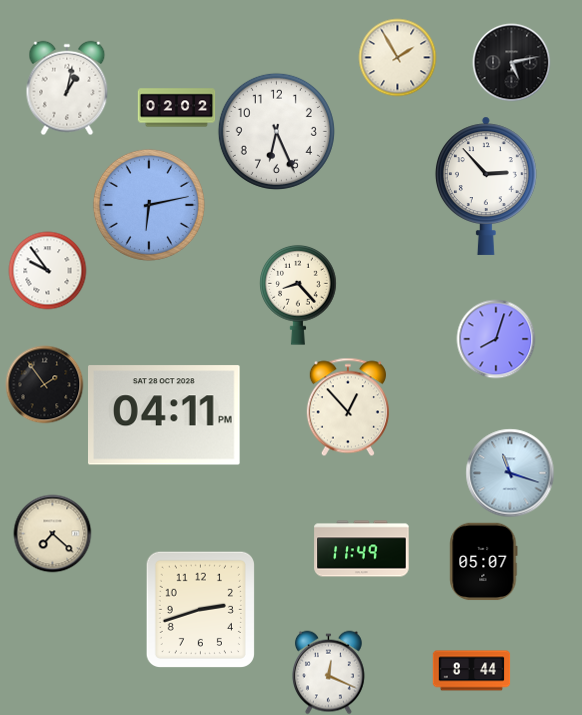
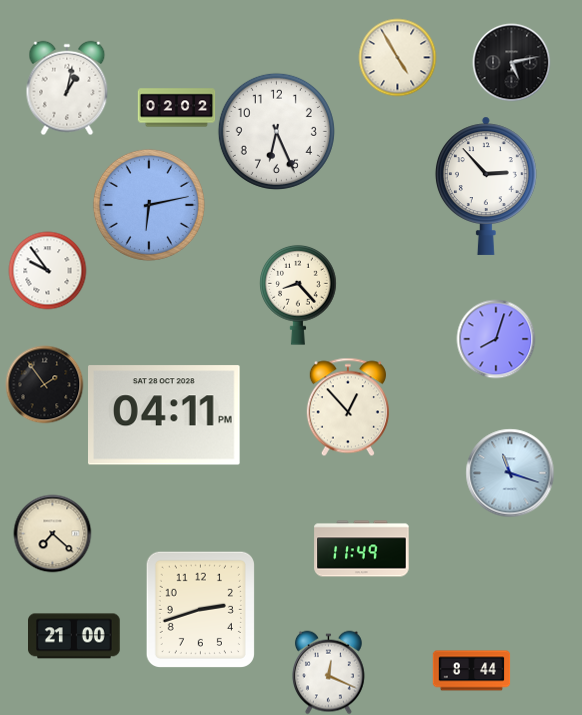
clock at (397, 57): 1:55 -> 4:55
clock at (484, 561): 05:07 -> none
clock at (74, 636): none -> 21:00
